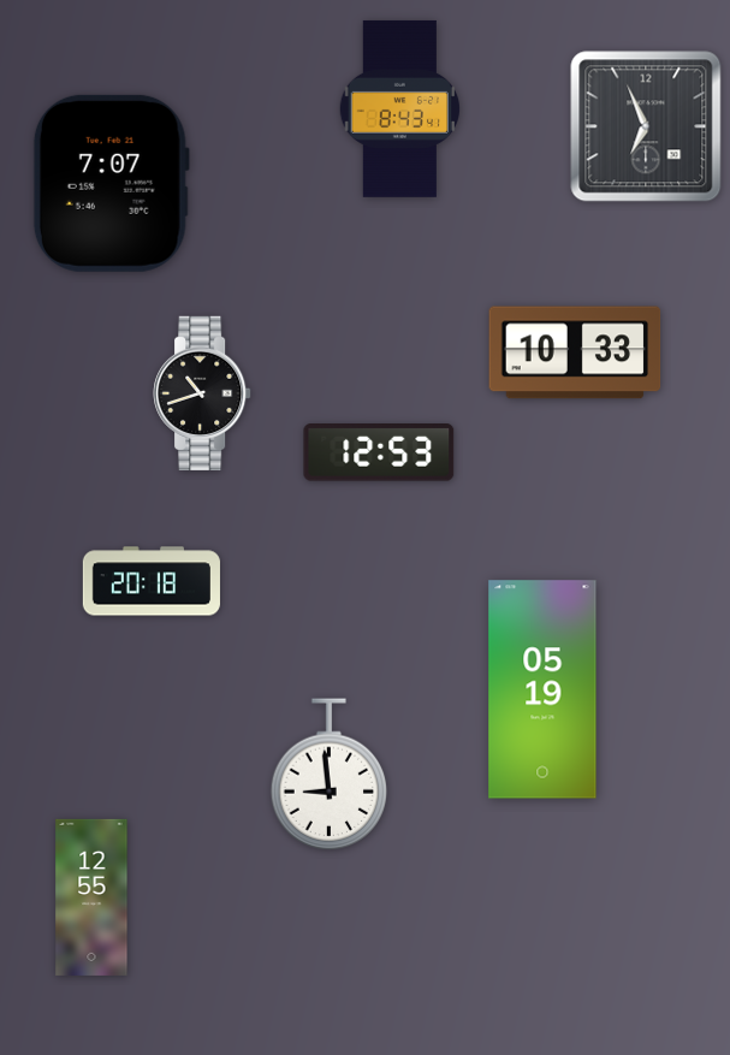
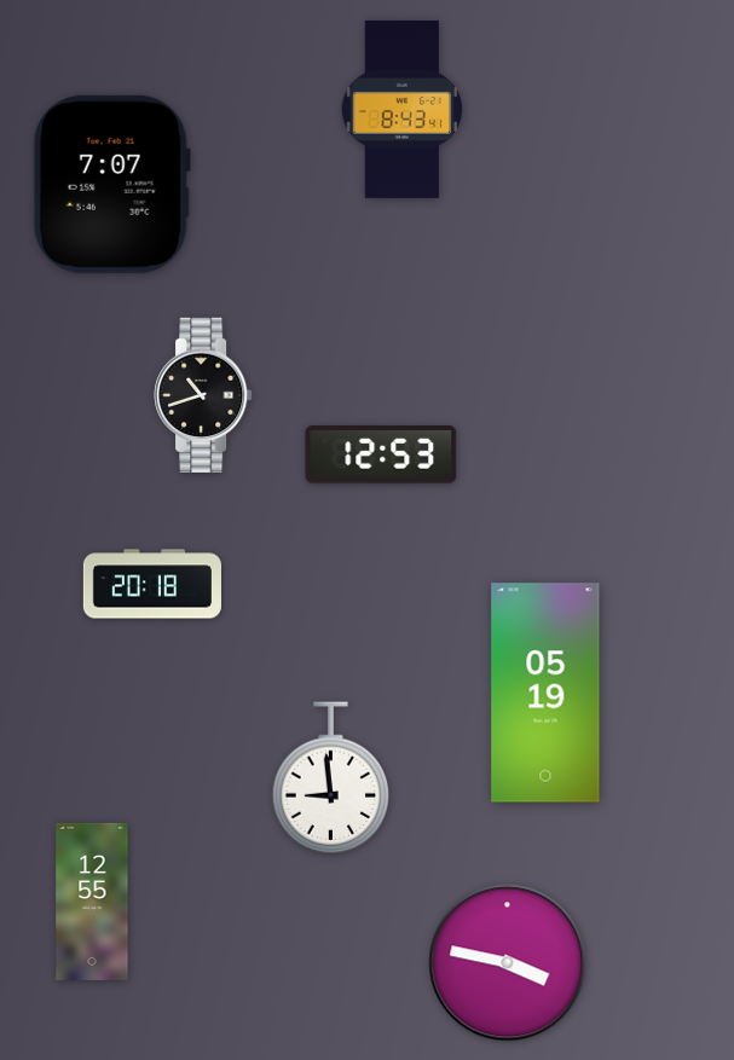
clock at (646, 126): 6:56 -> none
clock at (575, 352): 10:33 -> none
clock at (508, 963): none -> 3:47
